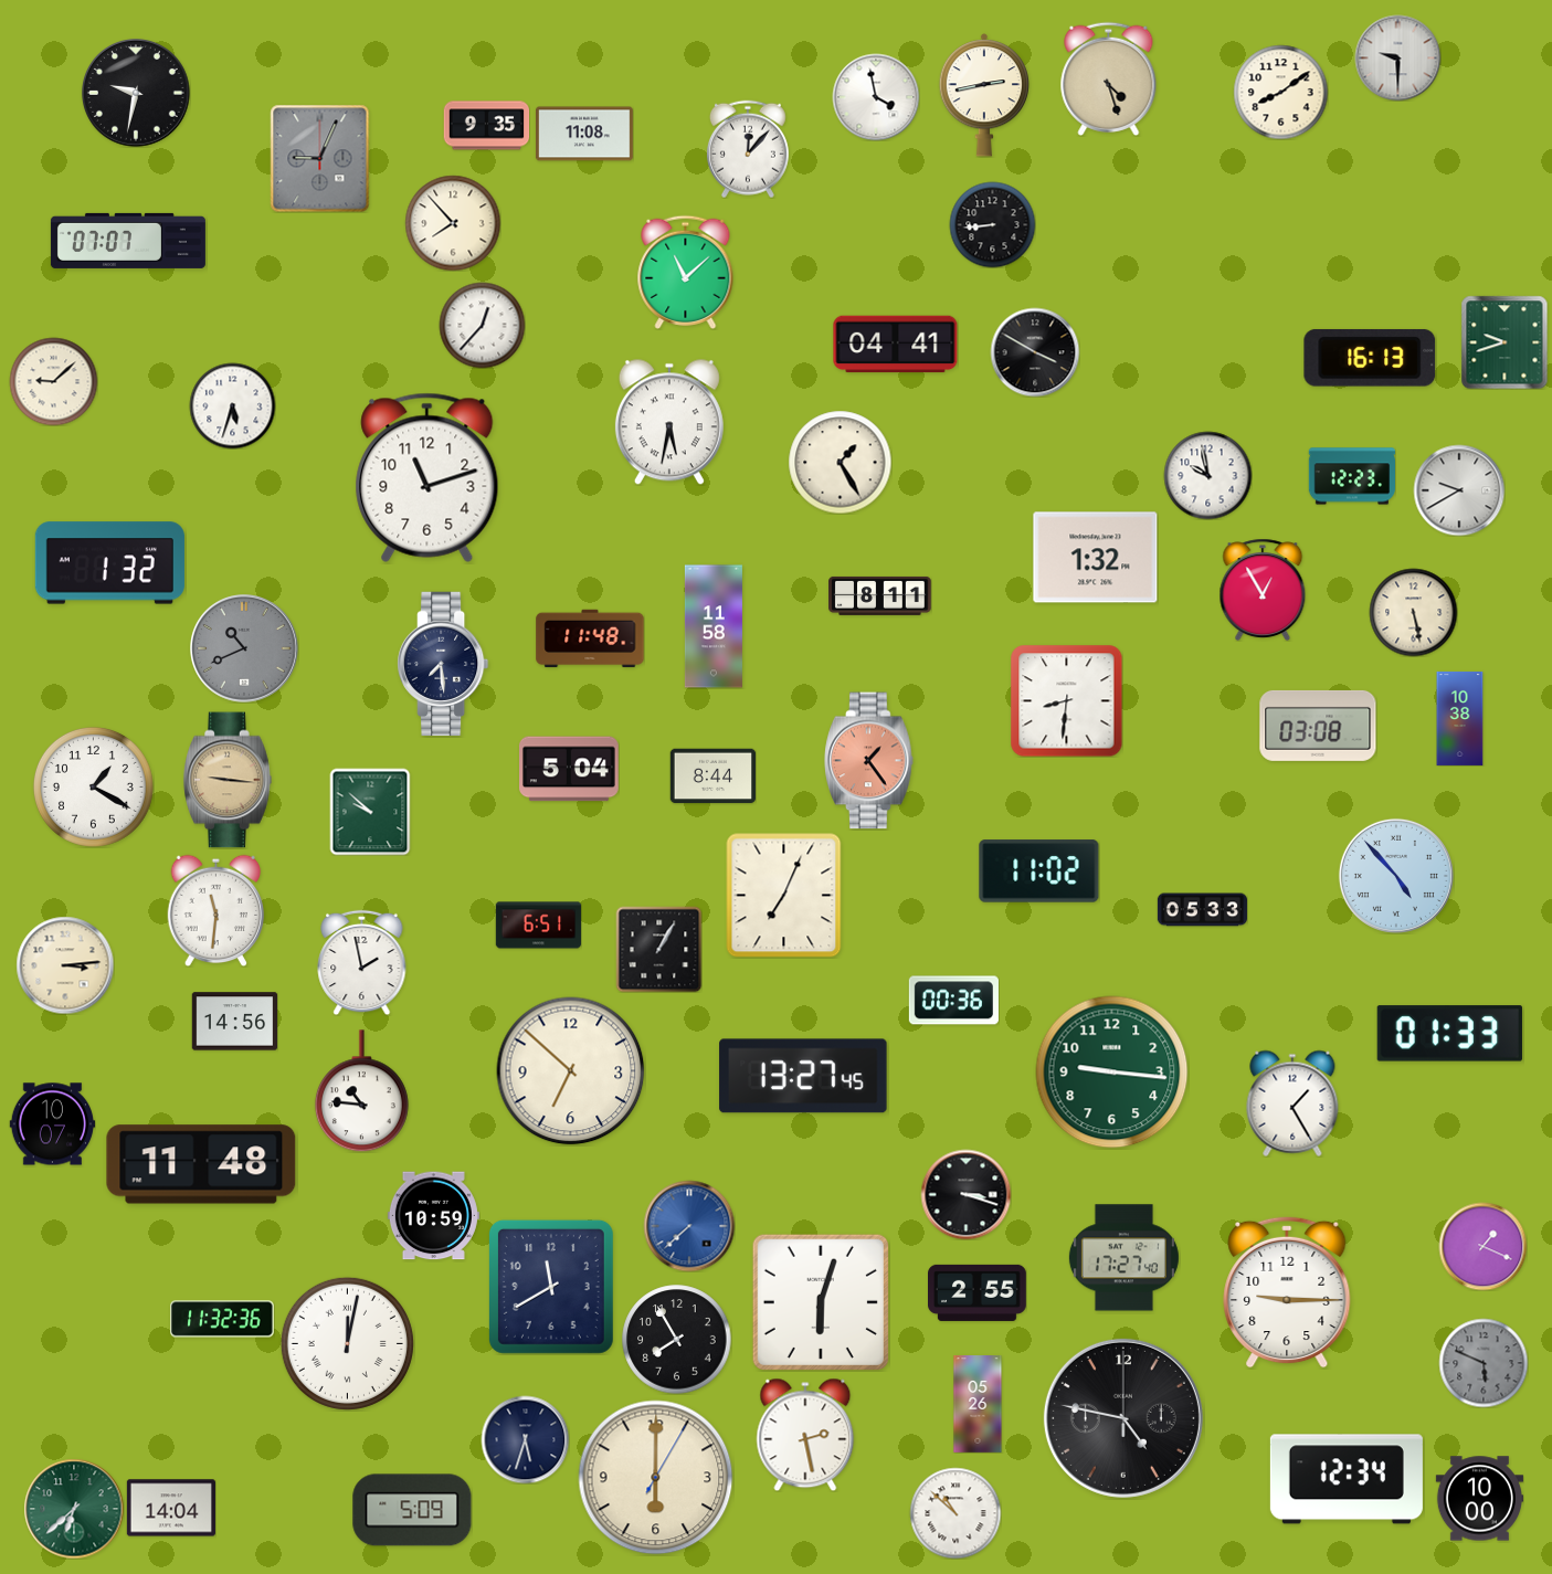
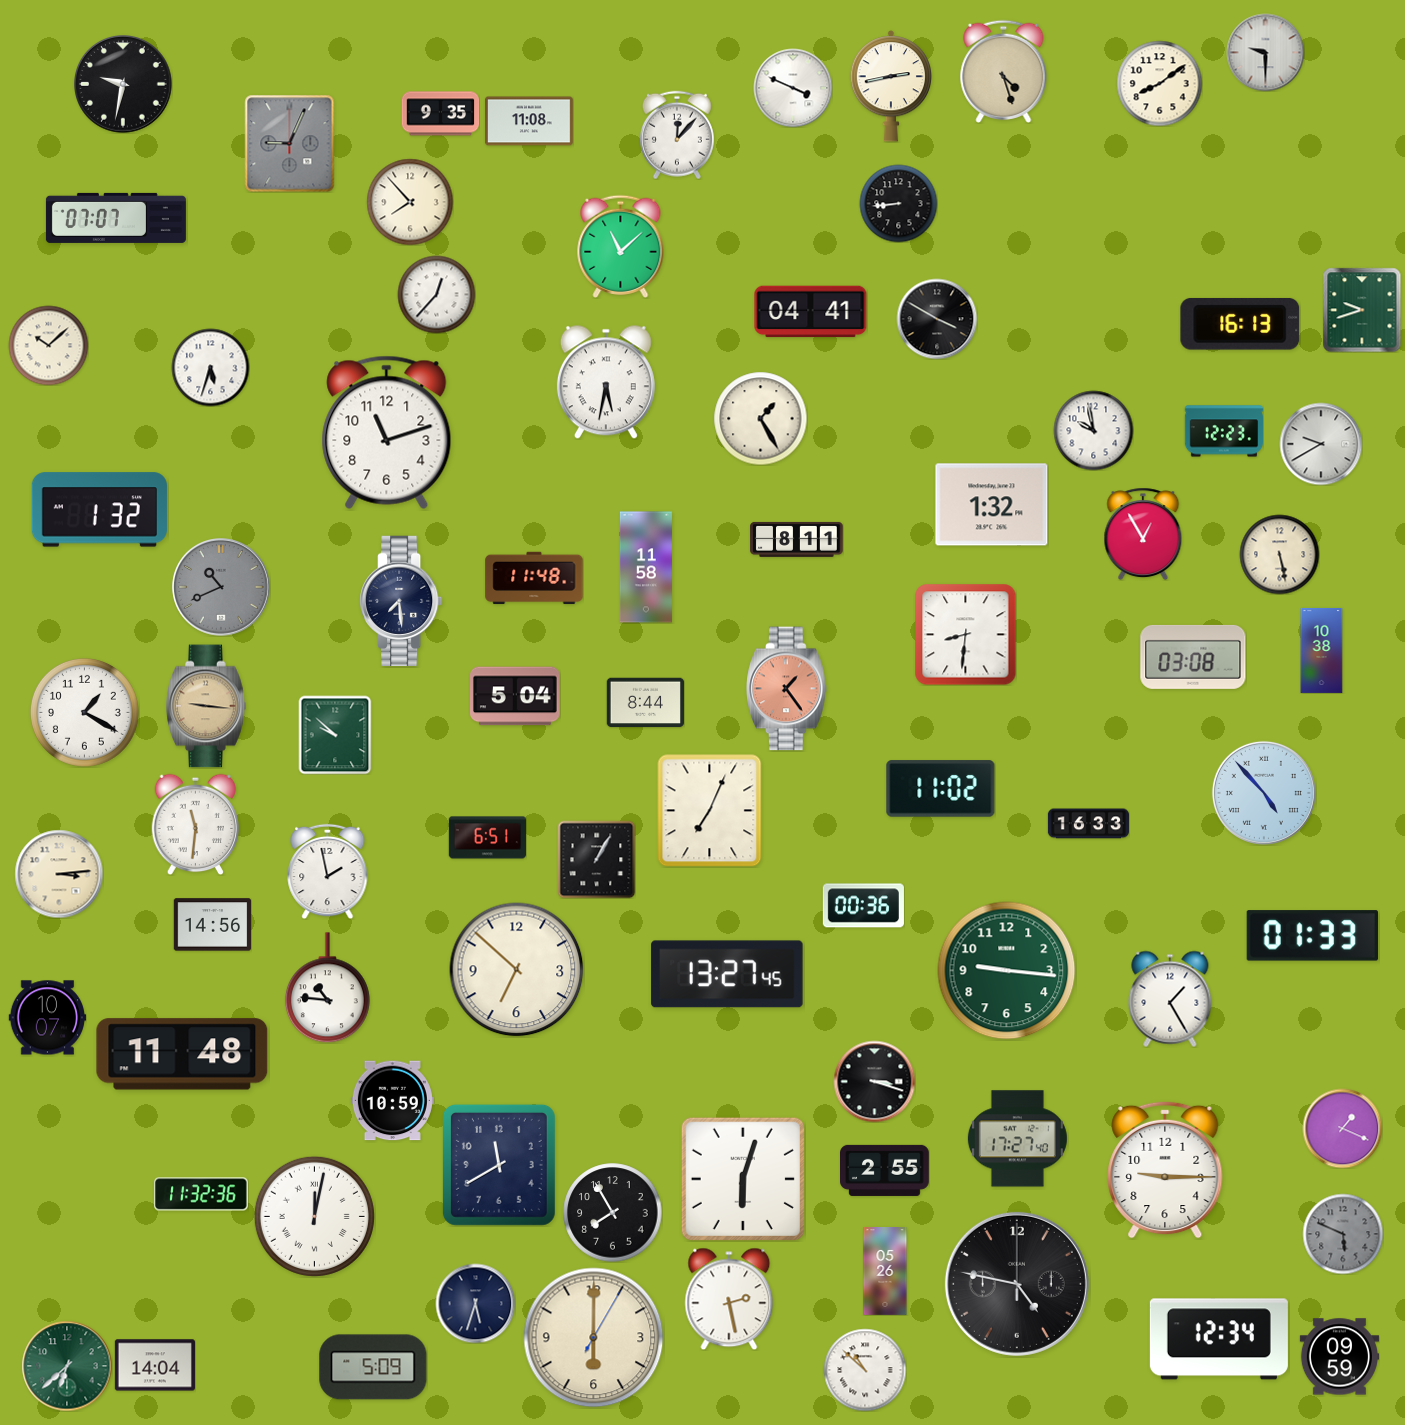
clock at (876, 97): 3:58 -> 3:49
clock at (53, 381): 9:08 -> 10:08
clock at (1202, 910): 05:33 -> 16:33
clock at (689, 1226): 7:38 -> none
clock at (1479, 1499): 10:00 -> 09:59
